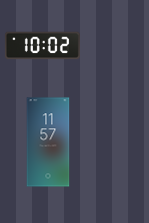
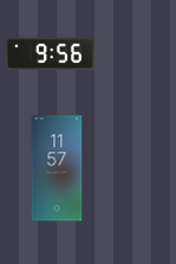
clock at (42, 46): 10:02 -> 9:56
